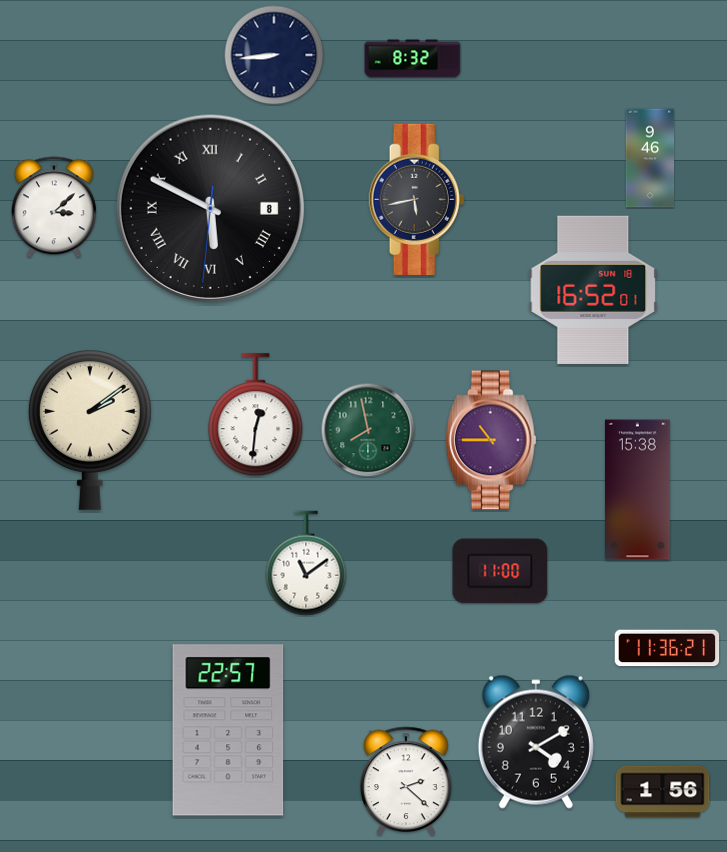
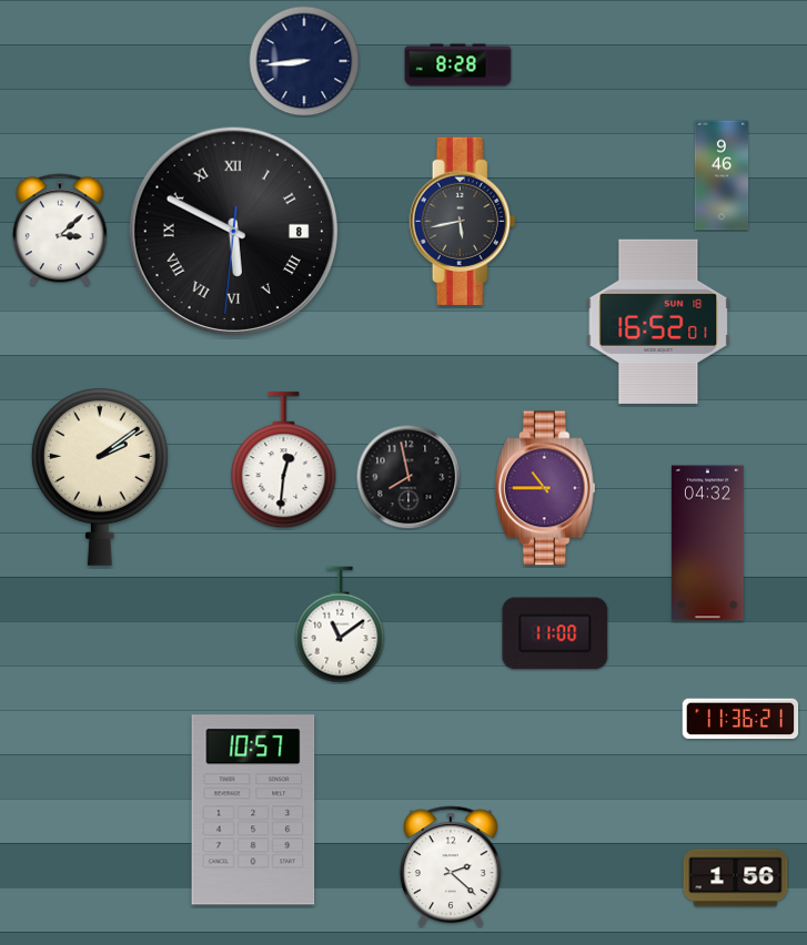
clock at (413, 59): 8:32 -> 8:28
clock at (368, 430) dial: green -> black
clock at (637, 490): 15:38 -> 04:32
clock at (228, 730): 22:57 -> 10:57
clock at (536, 742): 4:10 -> none
